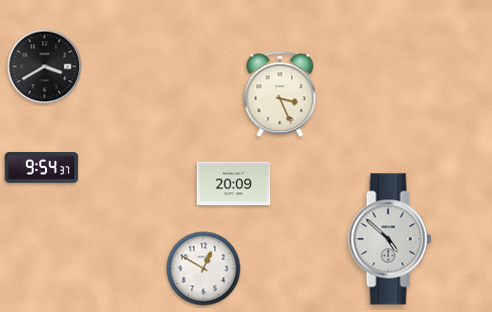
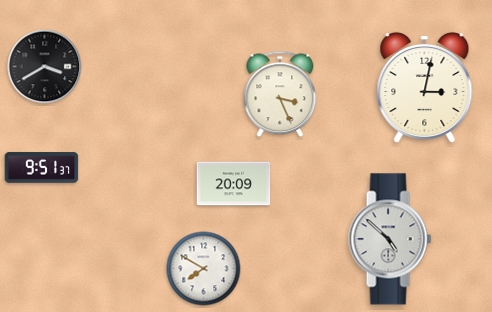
clock at (425, 88): none -> 3:02
clock at (42, 168): 9:54 -> 9:51
clock at (204, 269): 12:50 -> 7:50
